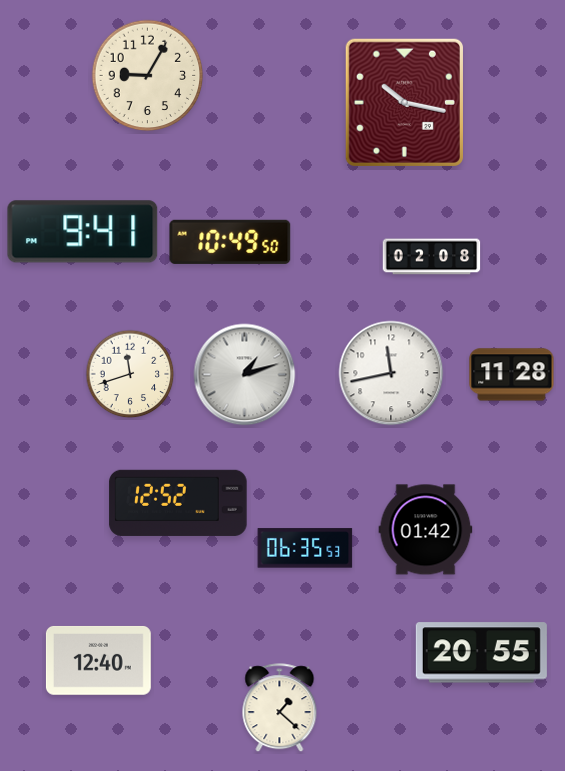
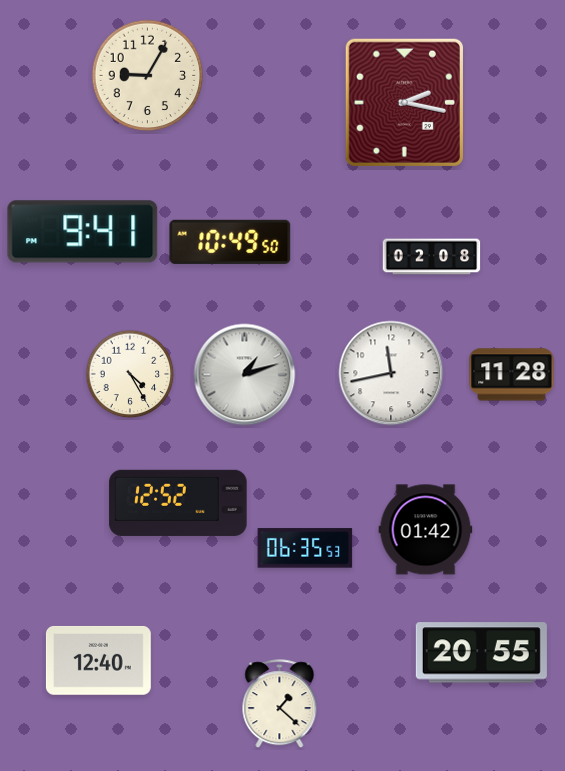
clock at (404, 102): 10:17 -> 2:17
clock at (130, 374): 11:42 -> 4:25
clock at (280, 708) position: (280, 708) -> (280, 704)
